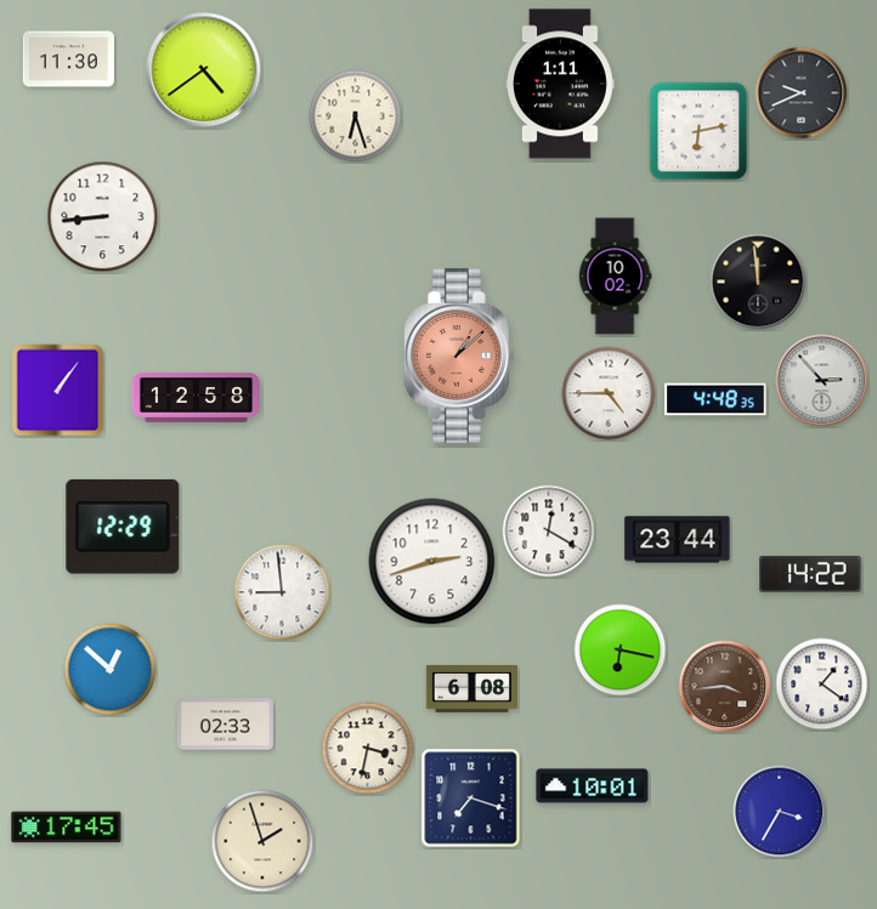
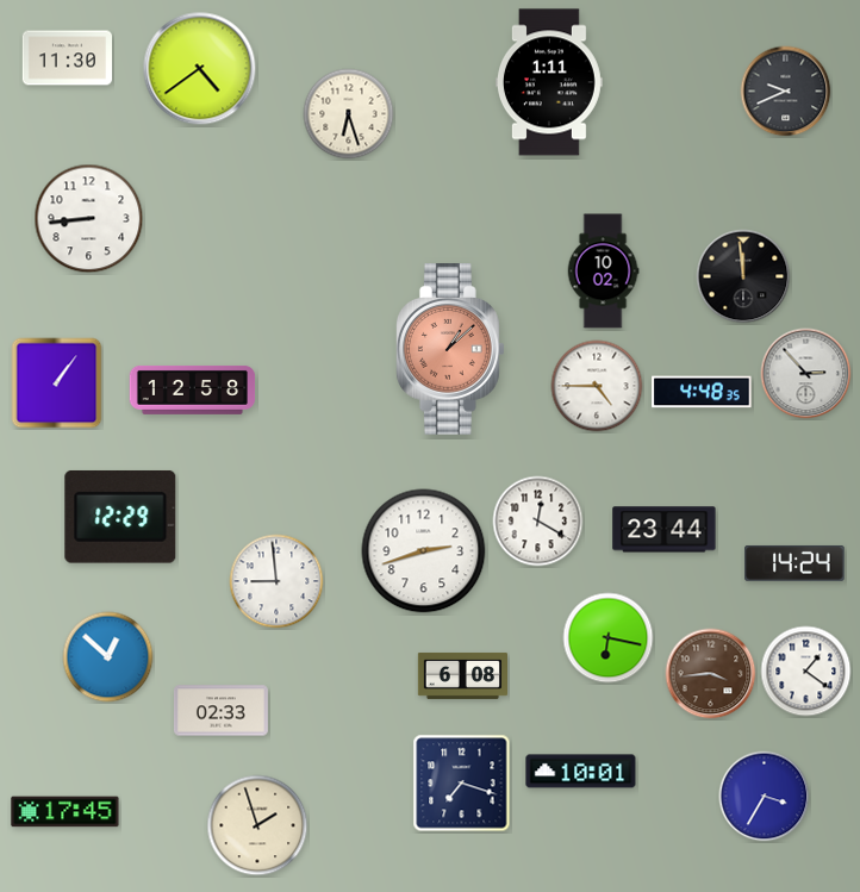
clock at (698, 131): 6:13 -> none
clock at (103, 217) position: (103, 217) -> (89, 219)
clock at (810, 574): 14:22 -> 14:24
clock at (368, 749): 3:32 -> none
